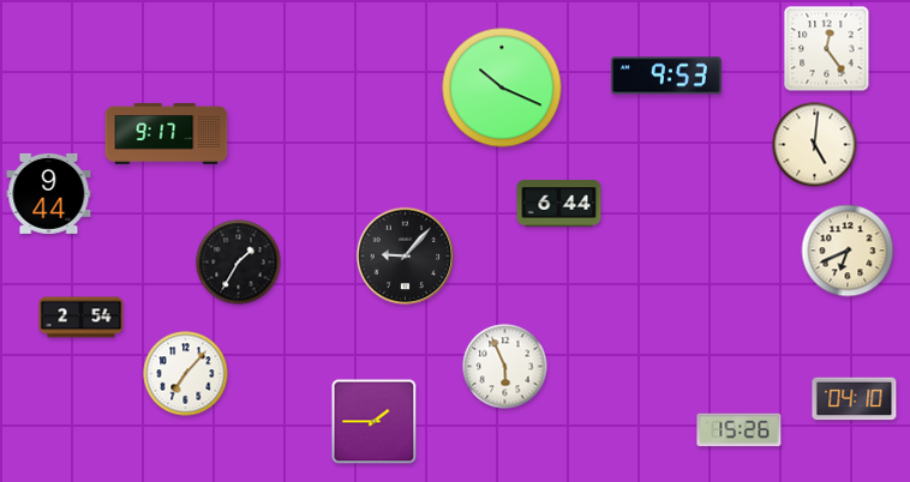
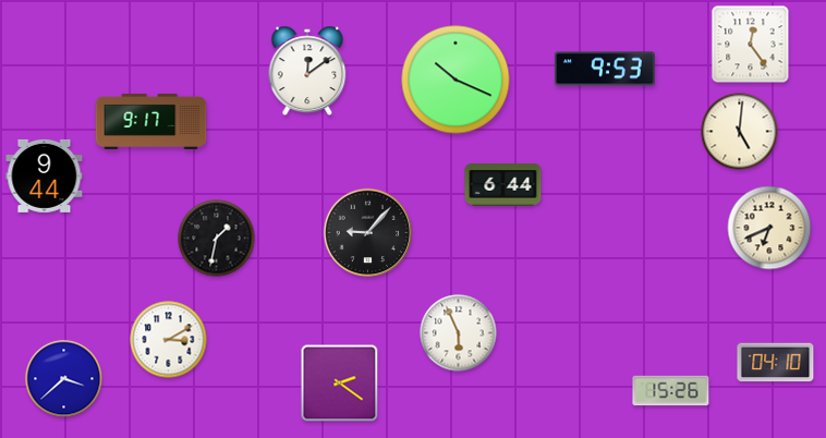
clock at (307, 70): none -> 12:09
clock at (559, 204) position: (559, 204) -> (503, 185)
clock at (239, 263): 1:35 -> 1:32
clock at (82, 318): 2:54 -> none
clock at (186, 374): 7:07 -> 3:10
clock at (64, 379): none -> 3:38
clock at (375, 422): 1:45 -> 2:21
